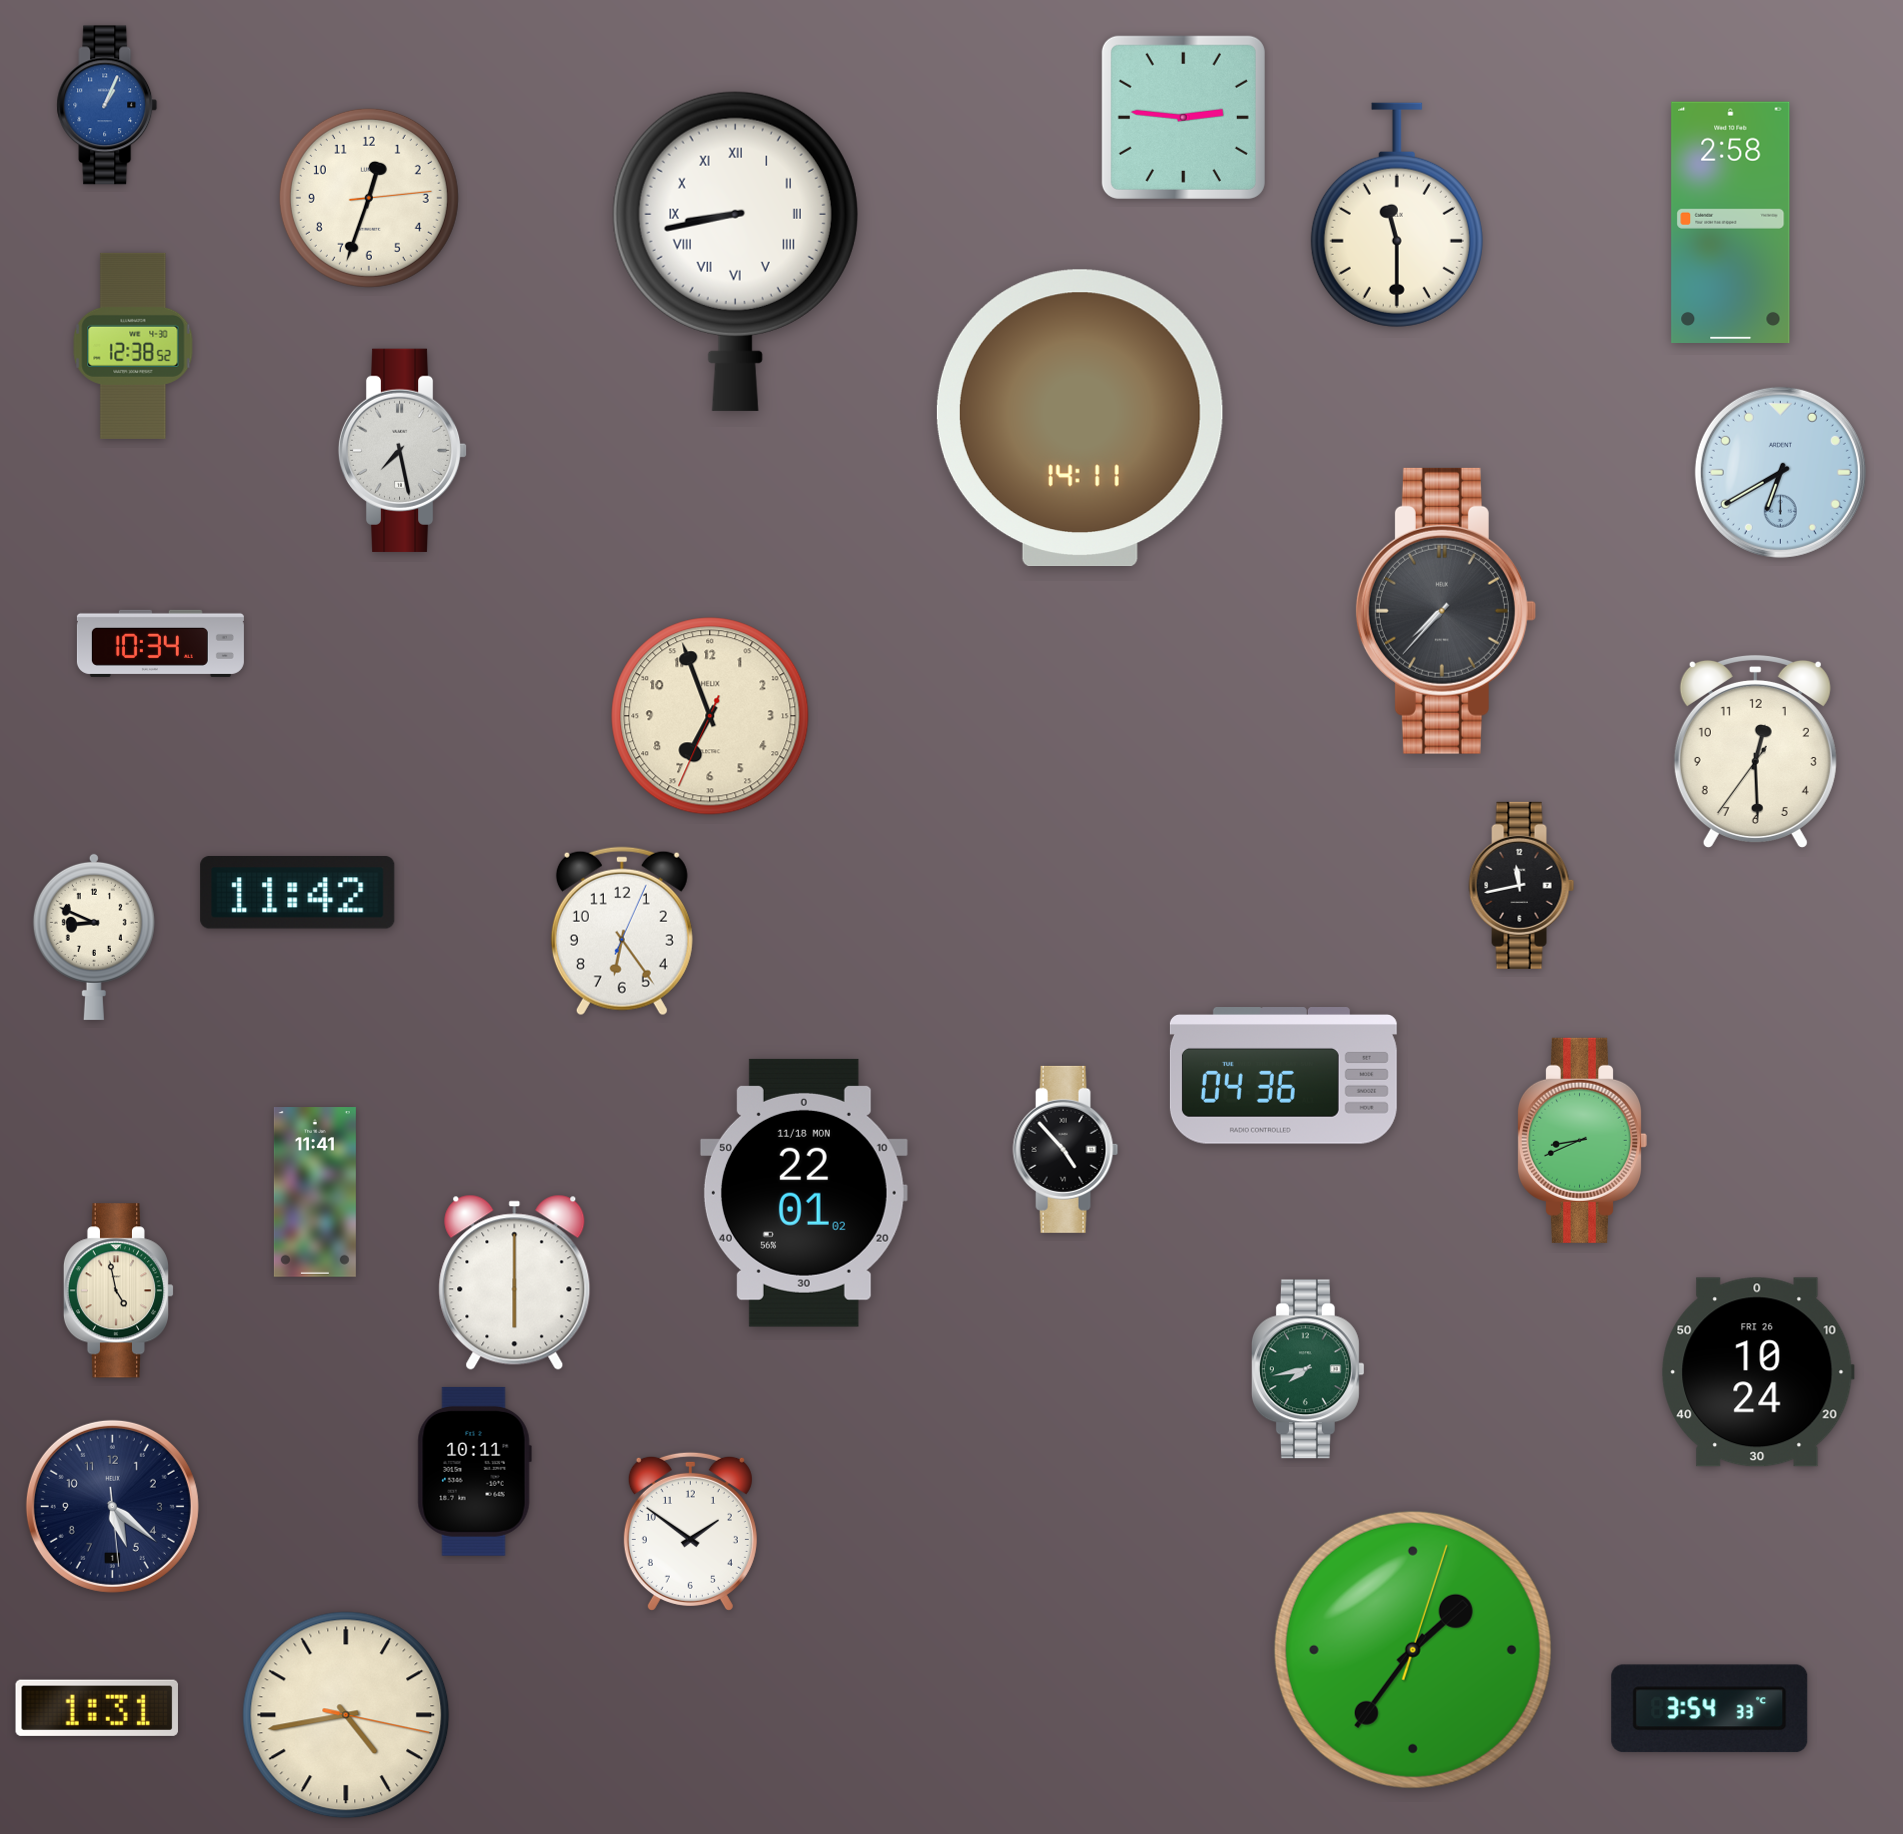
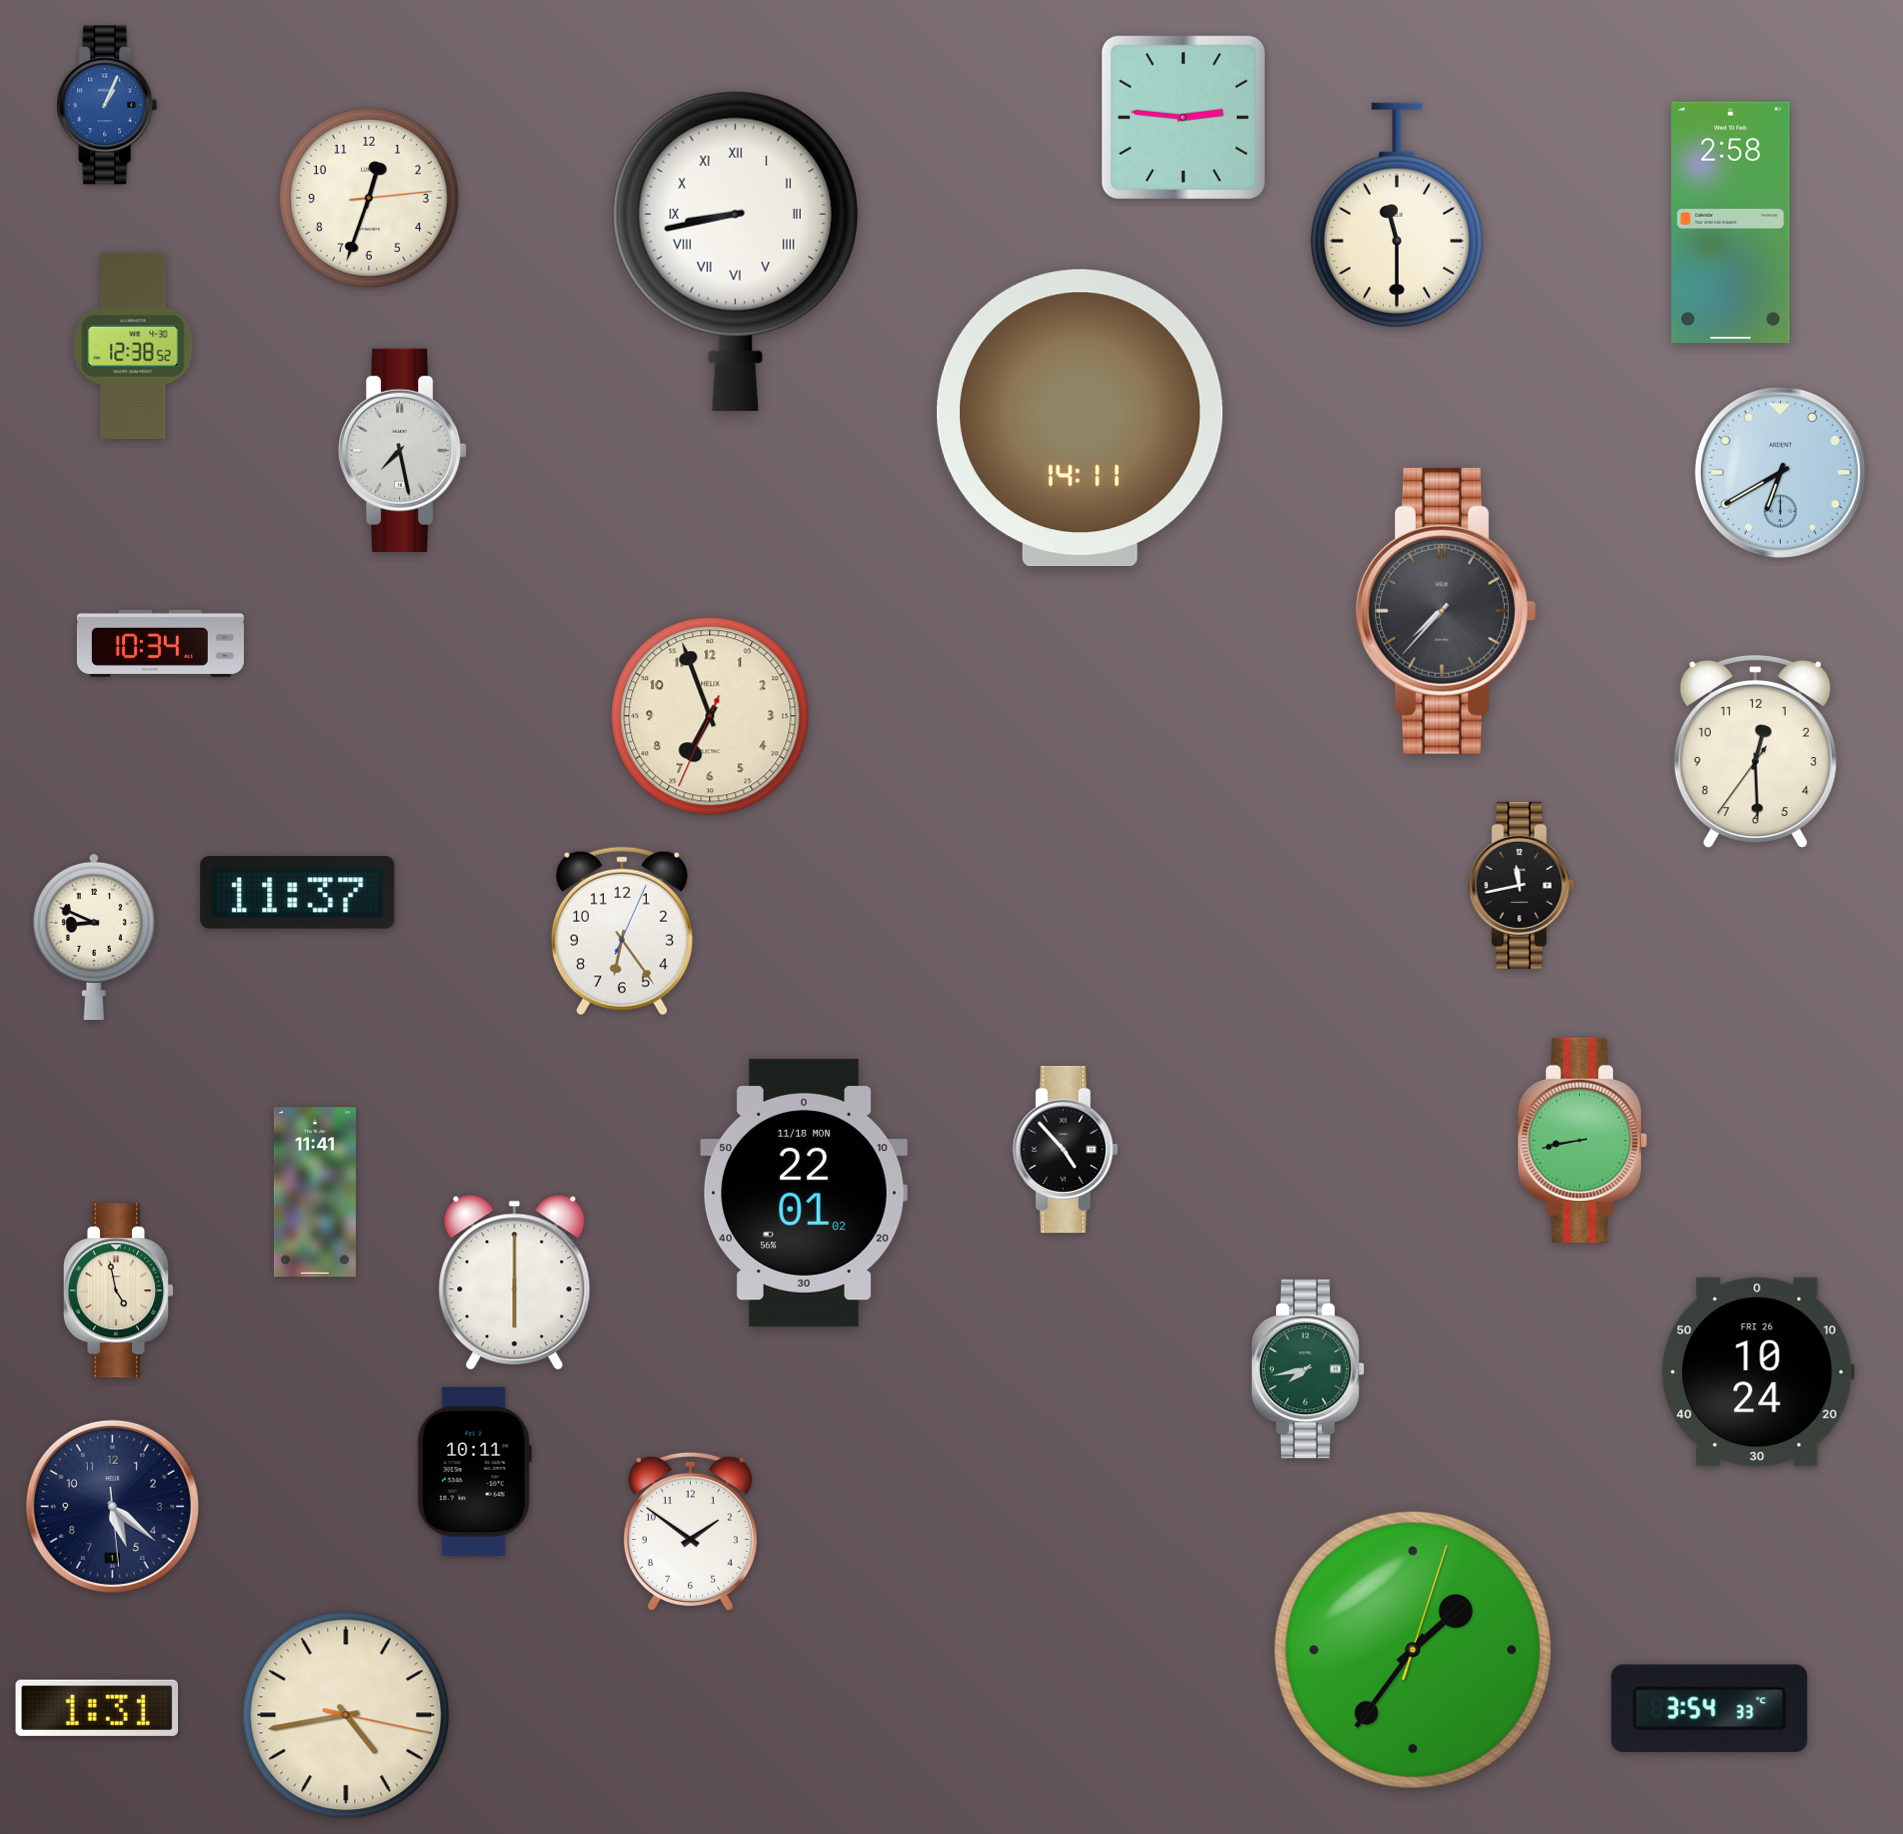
clock at (298, 892): 11:42 -> 11:37
clock at (1283, 1076): 04:36 -> none
clock at (1582, 1140): 8:41 -> 8:43
